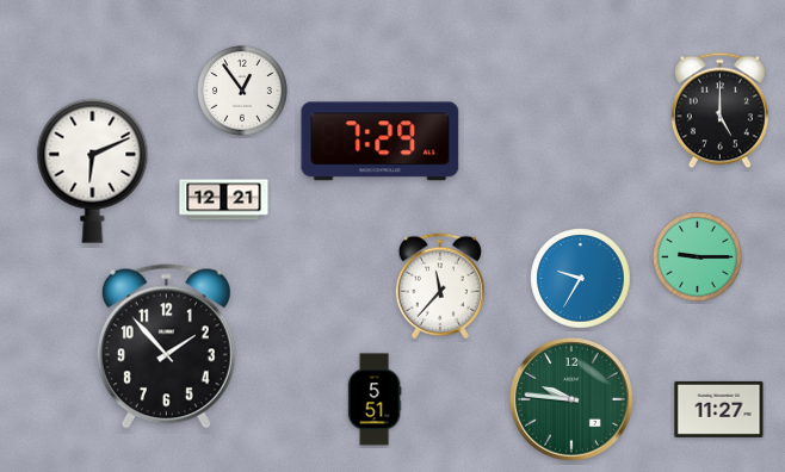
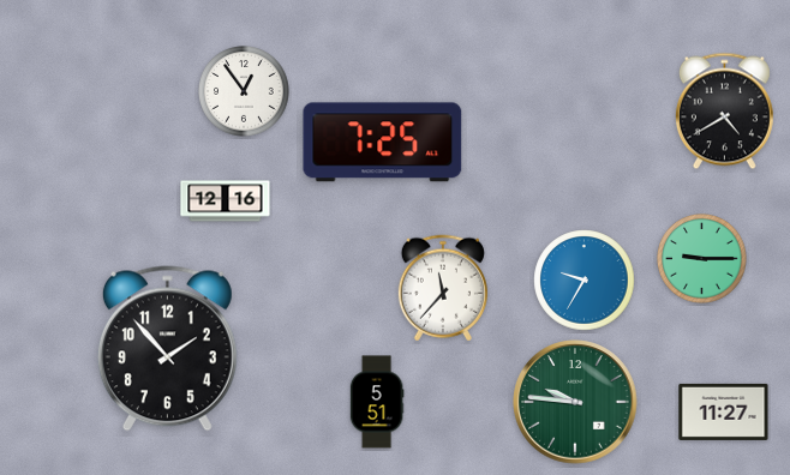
clock at (719, 111): 5:00 -> 4:40
clock at (381, 142): 7:29 -> 7:25
clock at (93, 170): 6:11 -> none
clock at (224, 200): 12:21 -> 12:16
